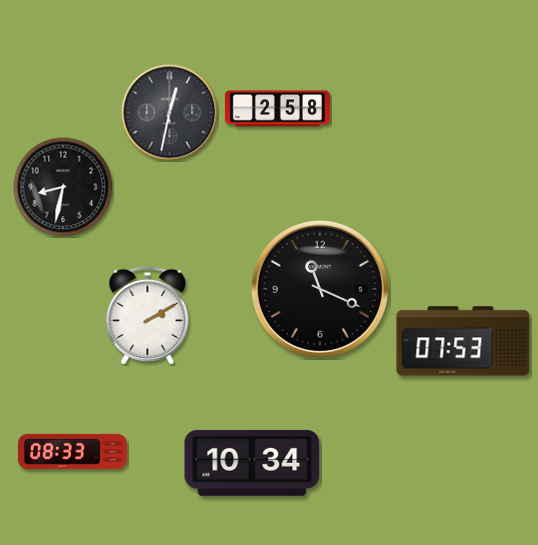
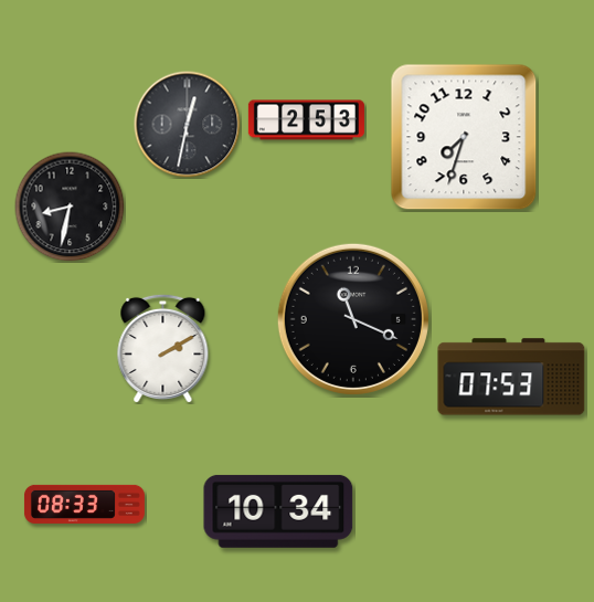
clock at (277, 109): 2:58 -> 2:53
clock at (464, 137): none -> 7:33
clock at (72, 451) position: (72, 451) -> (84, 504)
